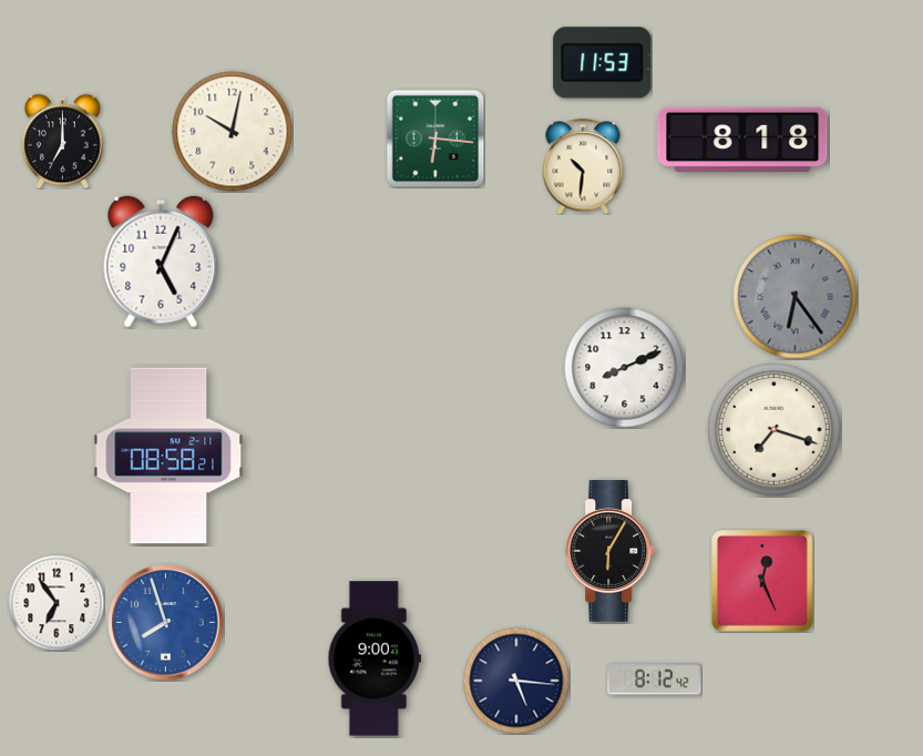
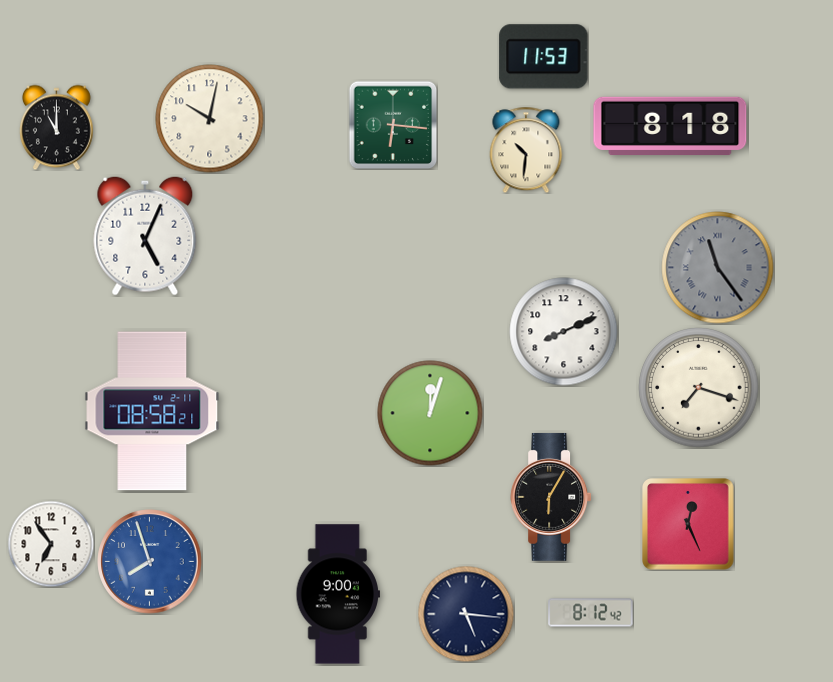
clock at (62, 141): 7:00 -> 11:00
clock at (796, 297): 6:24 -> 11:24
clock at (430, 413): none -> 12:03
